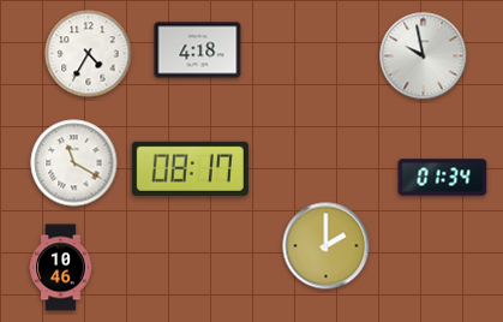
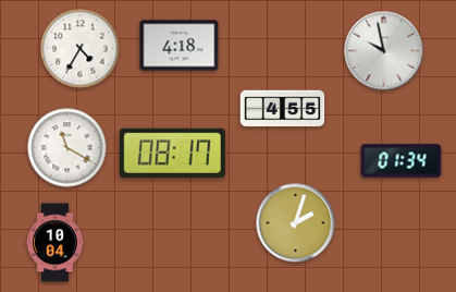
clock at (283, 109): none -> 4:55
clock at (327, 246): 2:00 -> 2:03
clock at (61, 268): 10:46 -> 10:04
